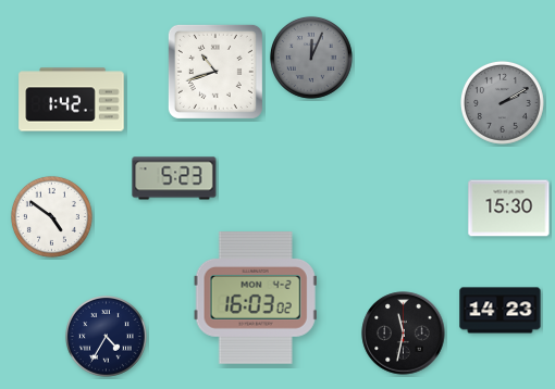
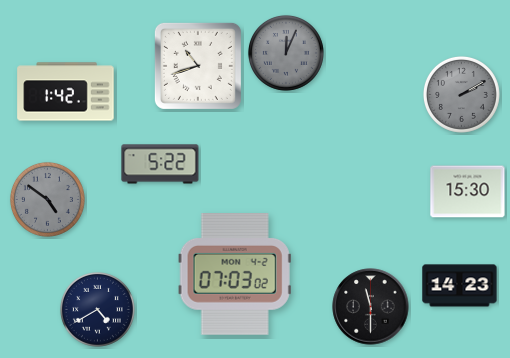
clock at (174, 178): 5:23 -> 5:22
clock at (51, 216) dial: white -> grey
clock at (256, 299): 16:03 -> 07:03
clock at (404, 334): 11:32 -> 11:30
clock at (106, 336): 4:35 -> 4:40
